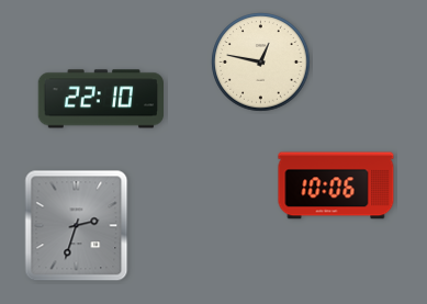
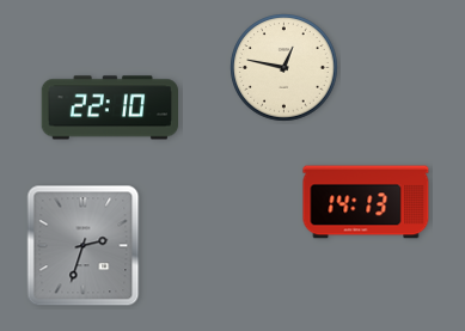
clock at (336, 185): 10:06 -> 14:13
